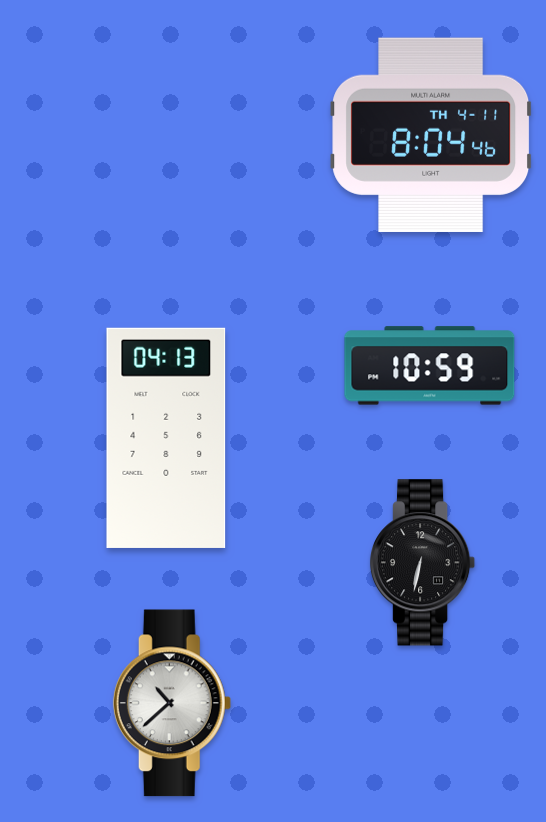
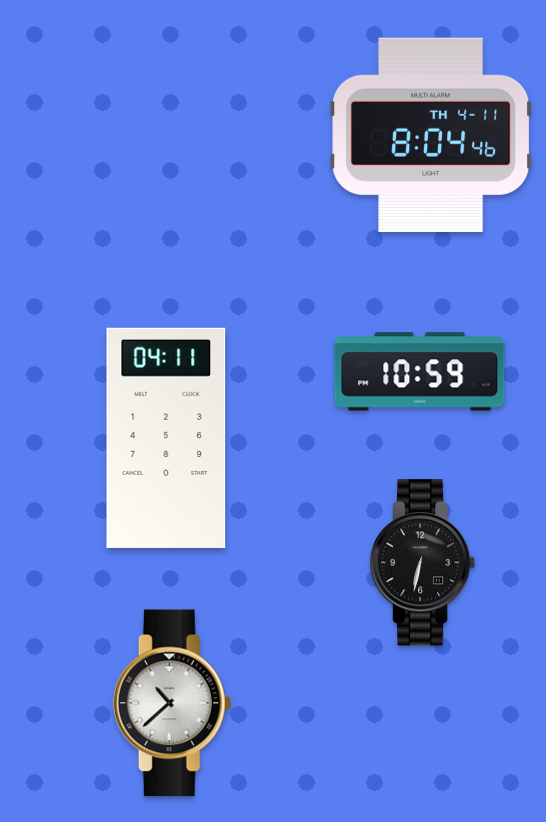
clock at (430, 366) position: (430, 366) -> (420, 372)
clock at (166, 438): 04:13 -> 04:11
